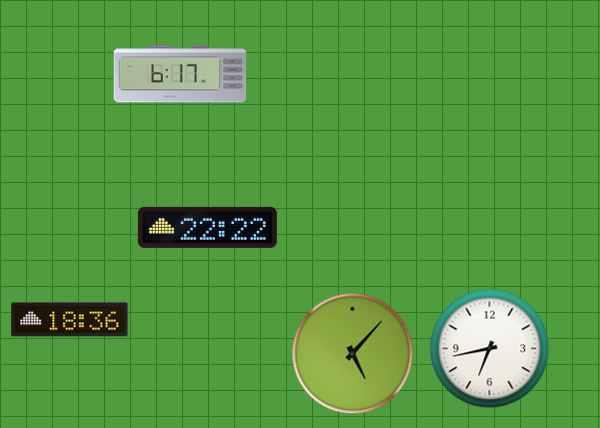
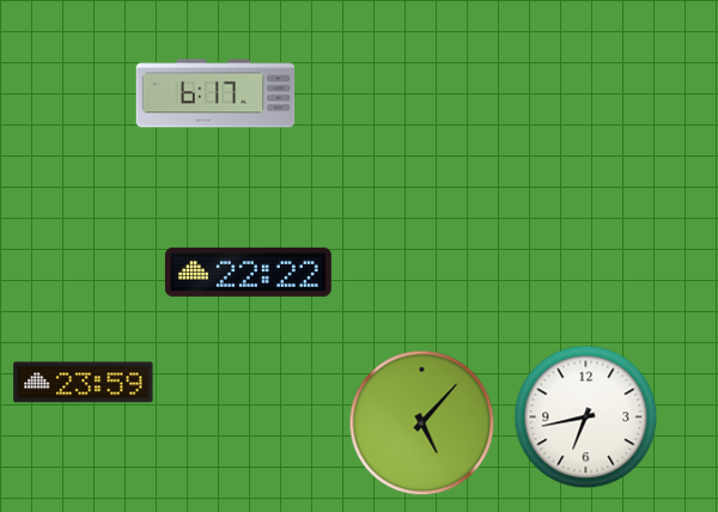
clock at (180, 74) position: (180, 74) -> (215, 93)
clock at (70, 320): 18:36 -> 23:59
